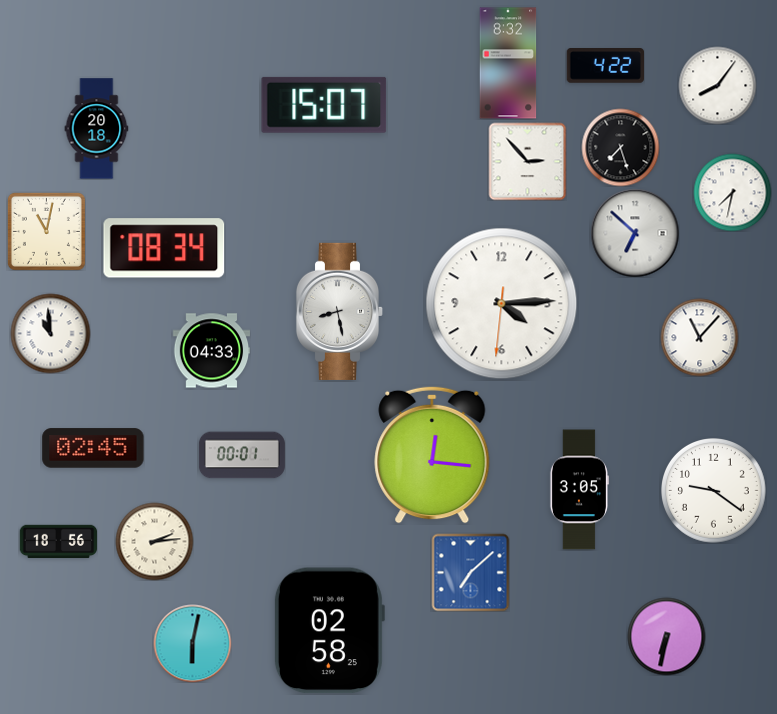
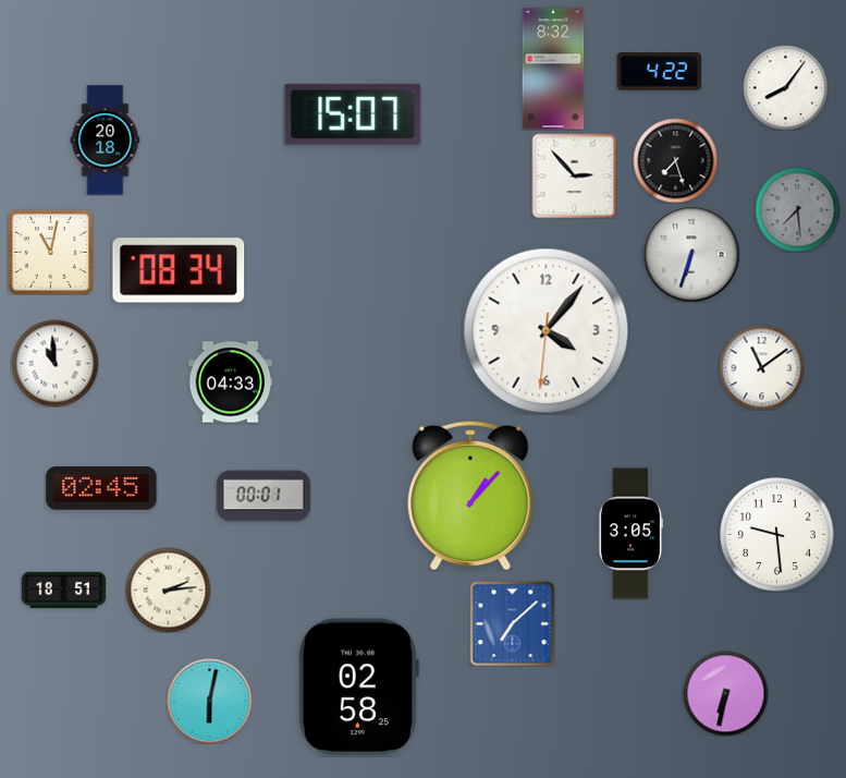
clock at (717, 85) position: (717, 85) -> (785, 87)
clock at (732, 192): 7:32 -> 7:29
clock at (732, 192) dial: white -> grey
clock at (635, 233): 6:52 -> 6:33
clock at (502, 304): 4:14 -> 4:06
clock at (340, 311): 8:28 -> none
clock at (699, 337): 11:07 -> 11:09
clock at (432, 455): 12:16 -> 1:07
clock at (714, 491): 9:21 -> 9:29
clock at (58, 542): 18:56 -> 18:51
